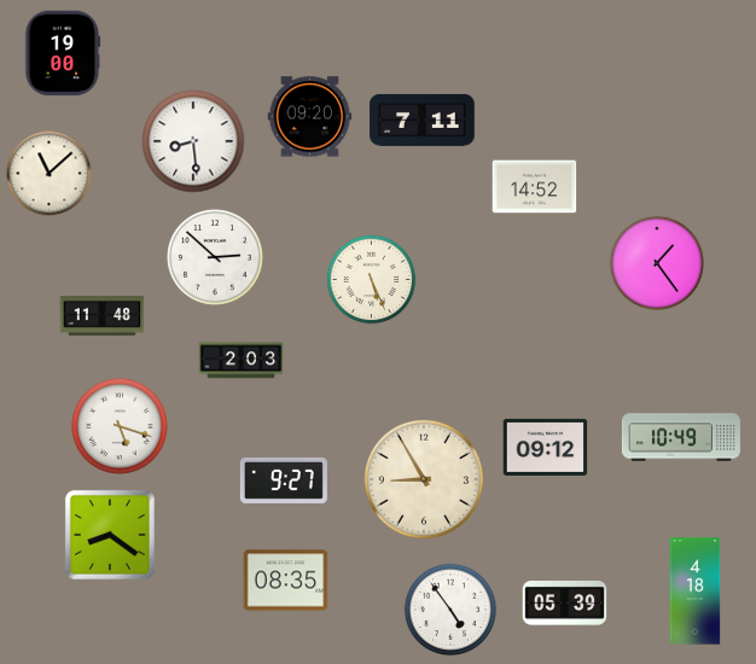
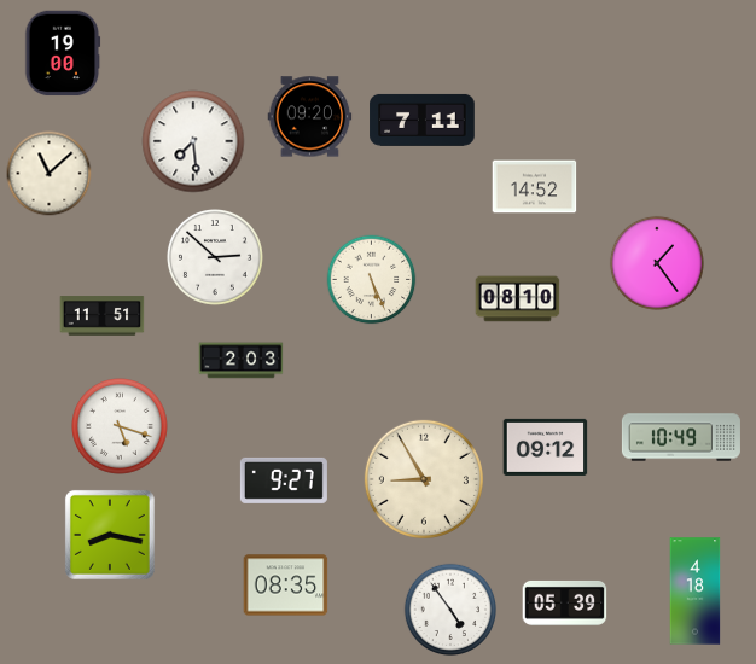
clock at (193, 141): 8:29 -> 7:29
clock at (518, 299): none -> 08:10
clock at (103, 316): 11:48 -> 11:51
clock at (110, 535): 8:21 -> 8:17
clock at (286, 581) position: (286, 581) -> (286, 586)
